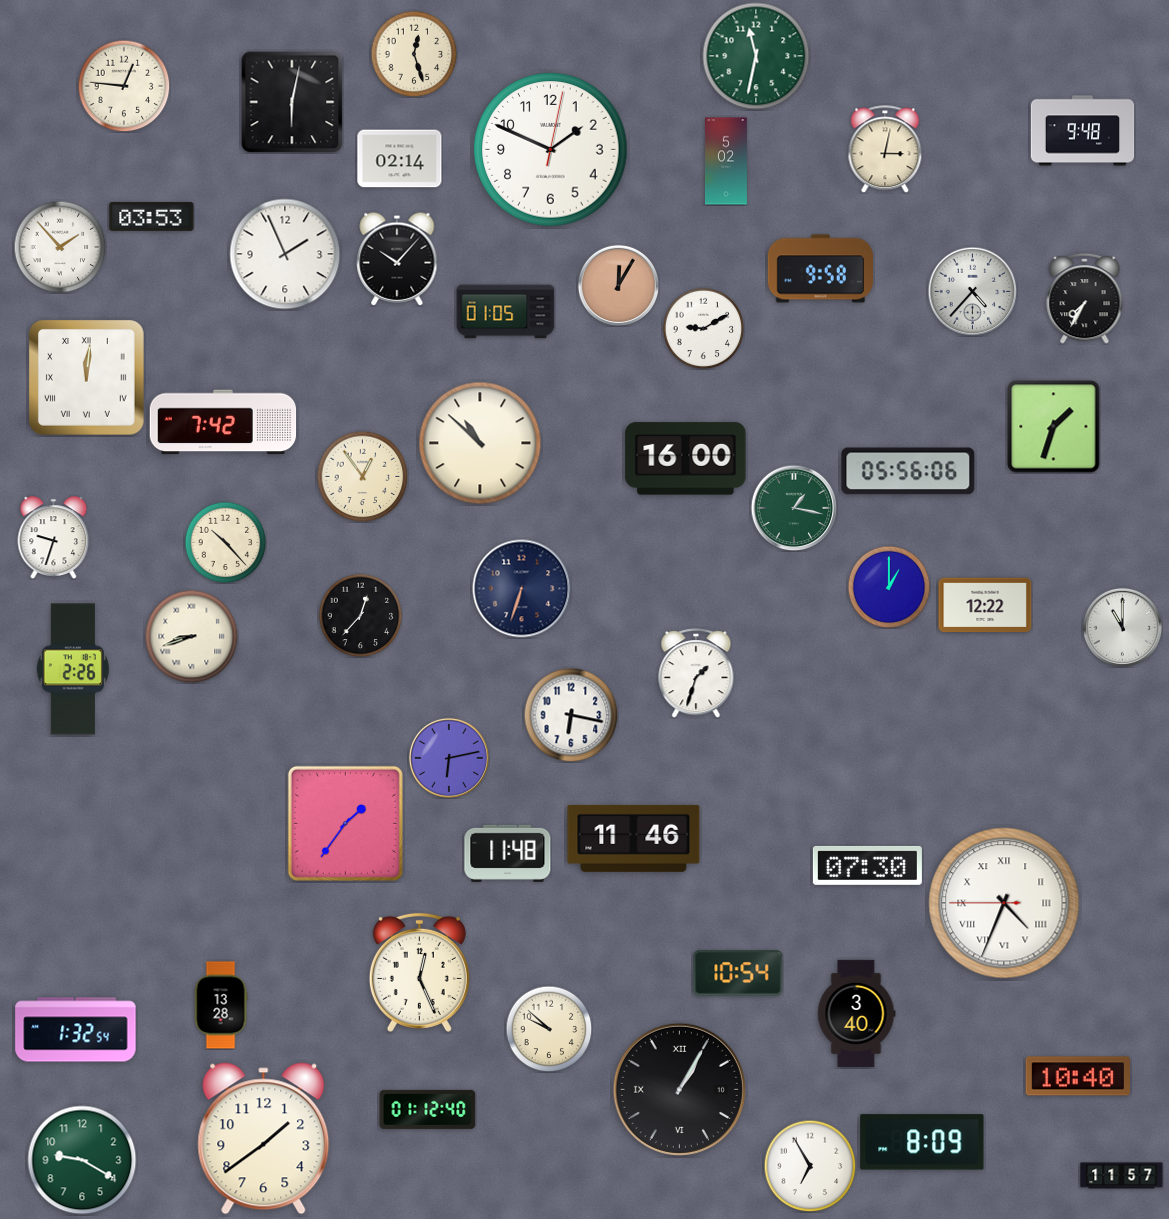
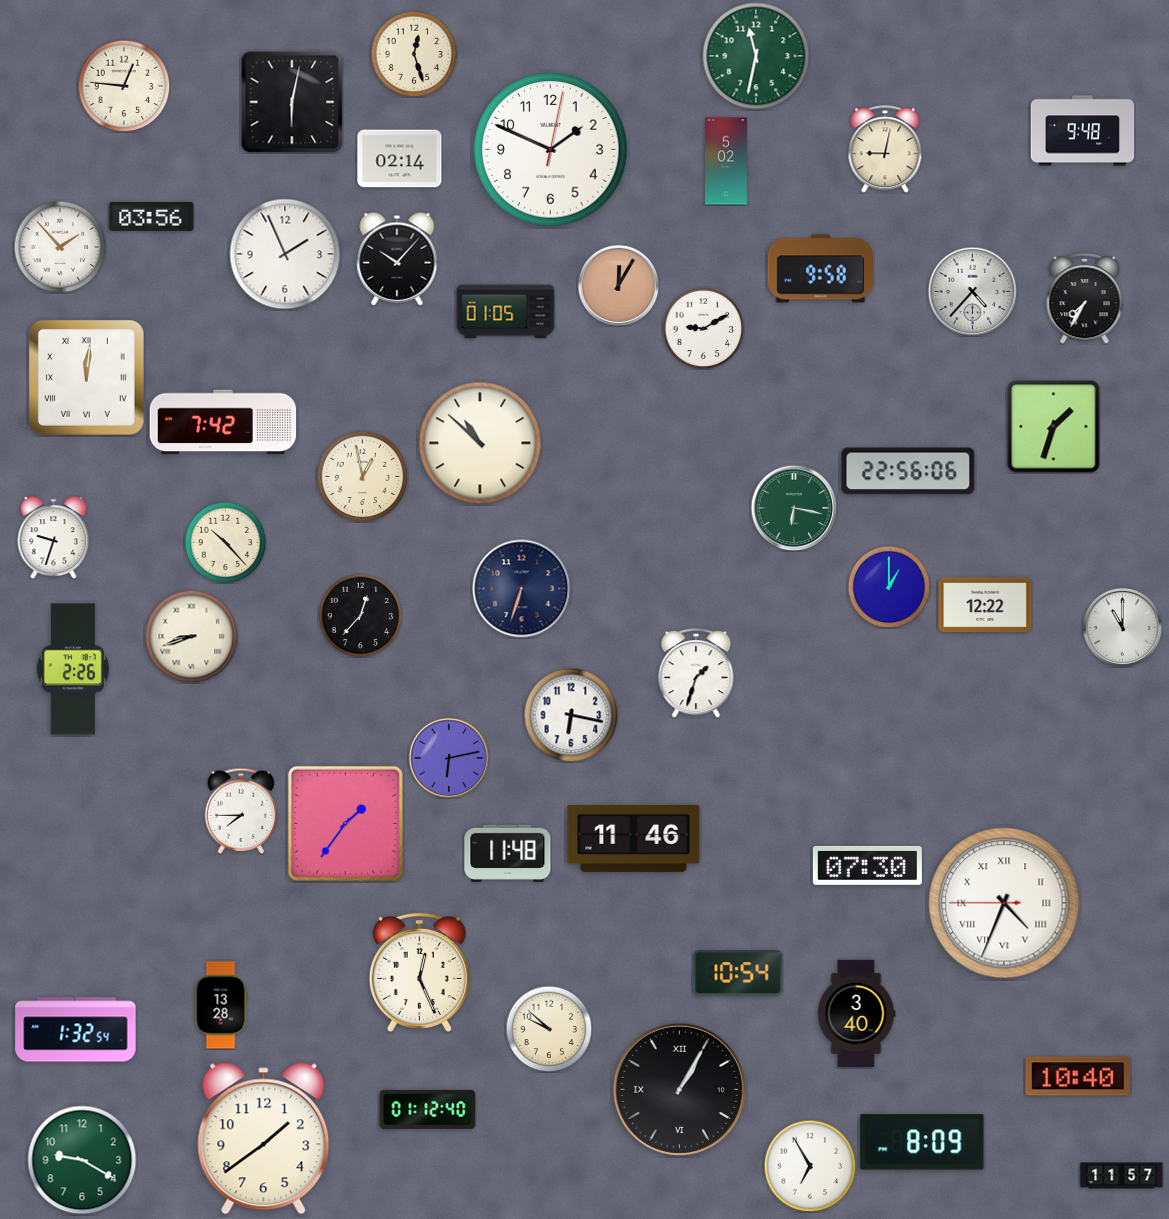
clock at (885, 149): 3:02 -> 9:02
clock at (152, 216): 03:53 -> 03:56
clock at (686, 459): 16:00 -> none
clock at (908, 471): 05:56 -> 22:56
clock at (362, 476): 12:54 -> 12:58
clock at (794, 508): 1:17 -> 6:17
clock at (241, 811): none -> 7:45
